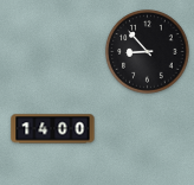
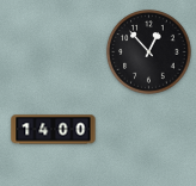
clock at (148, 52): 8:53 -> 12:53
